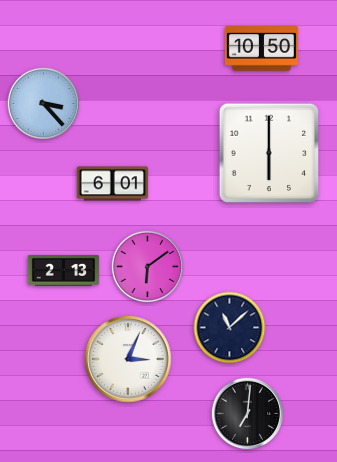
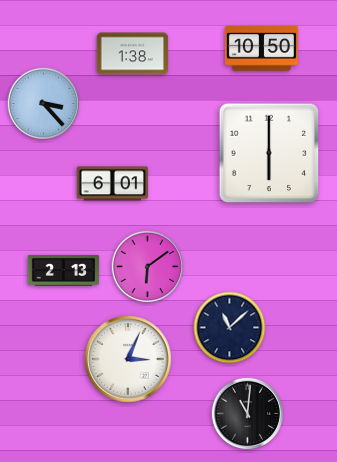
clock at (133, 54): none -> 1:38
clock at (248, 414): 7:01 -> 11:01
